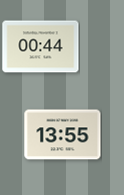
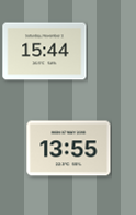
clock at (41, 47): 00:44 -> 15:44
